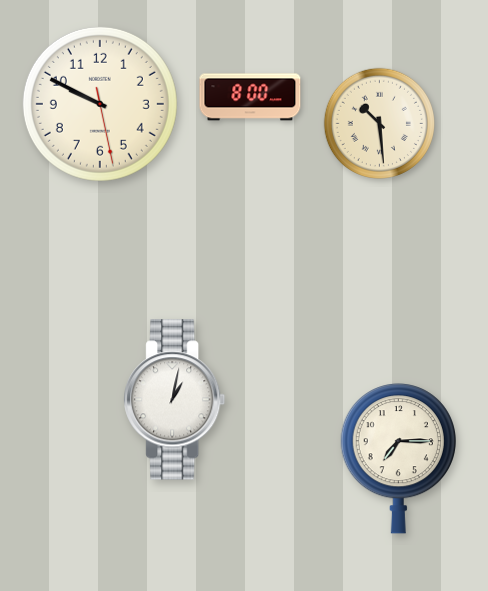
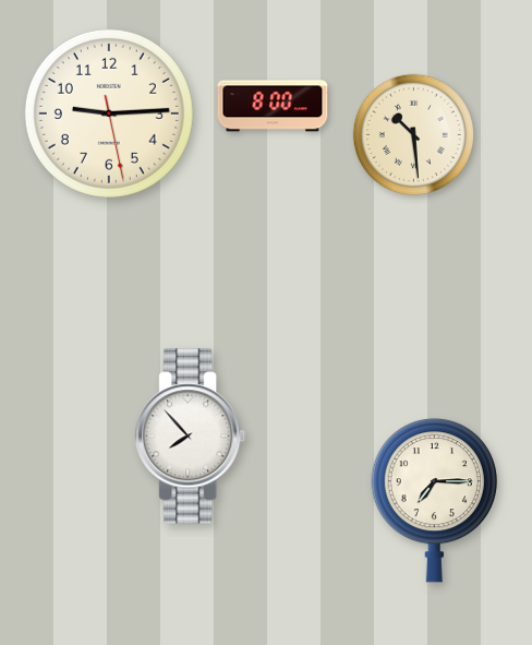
clock at (100, 104): 9:49 -> 9:14
clock at (175, 400): 1:02 -> 7:53
